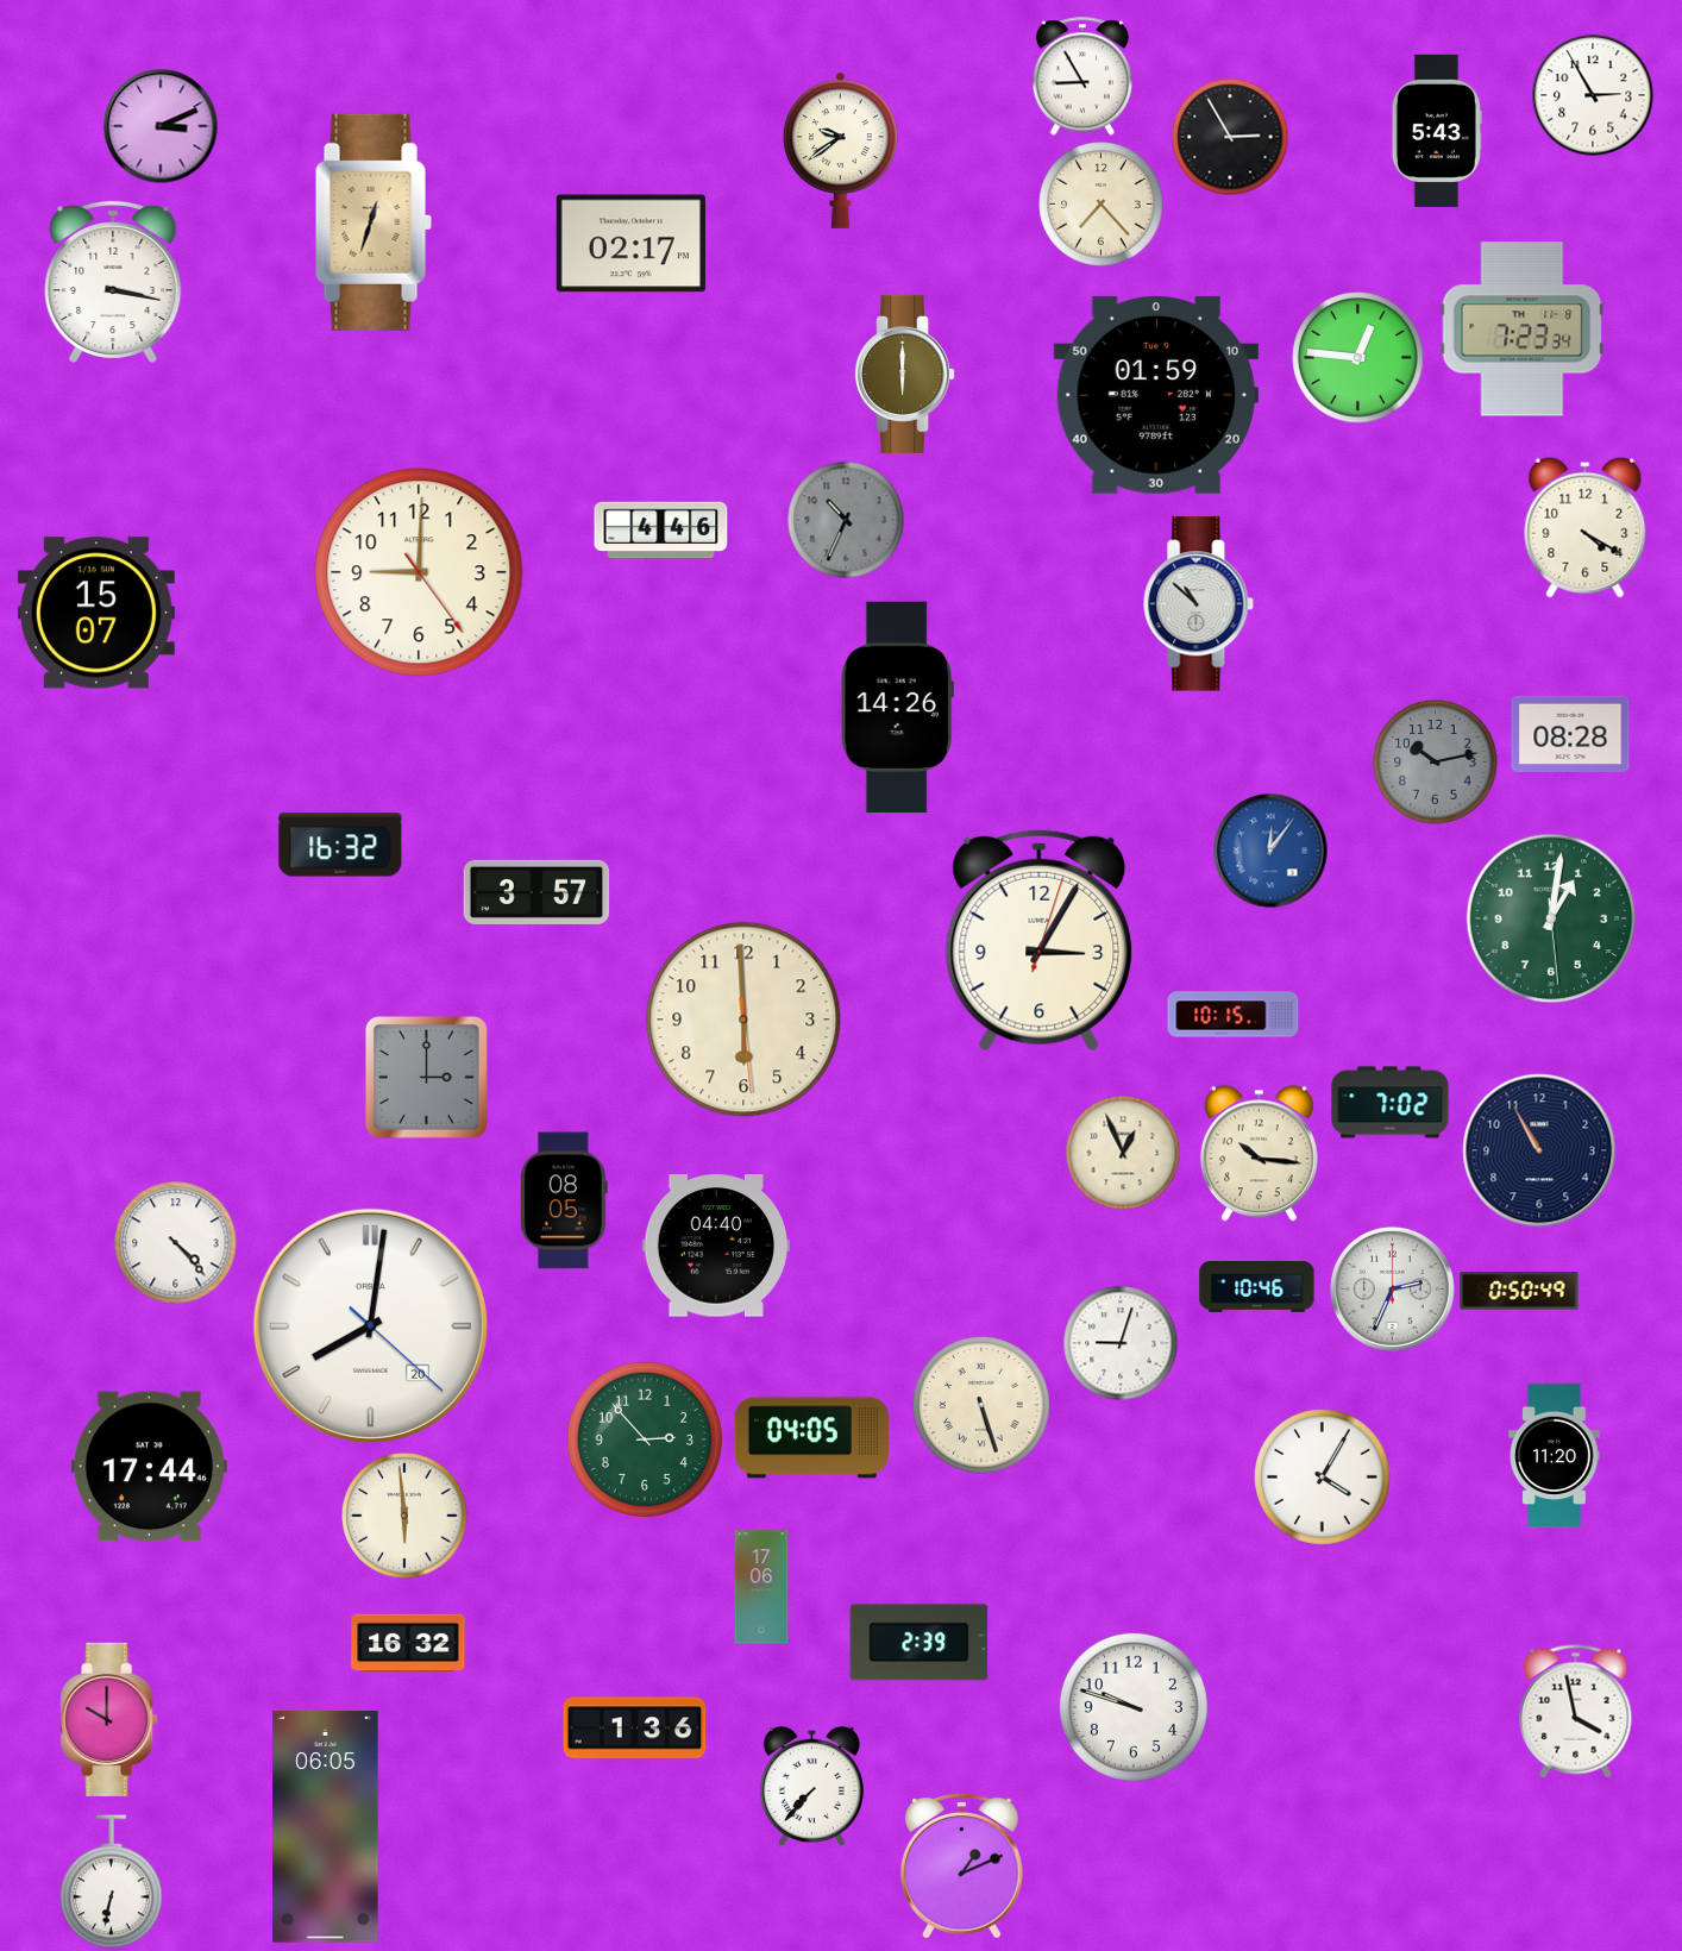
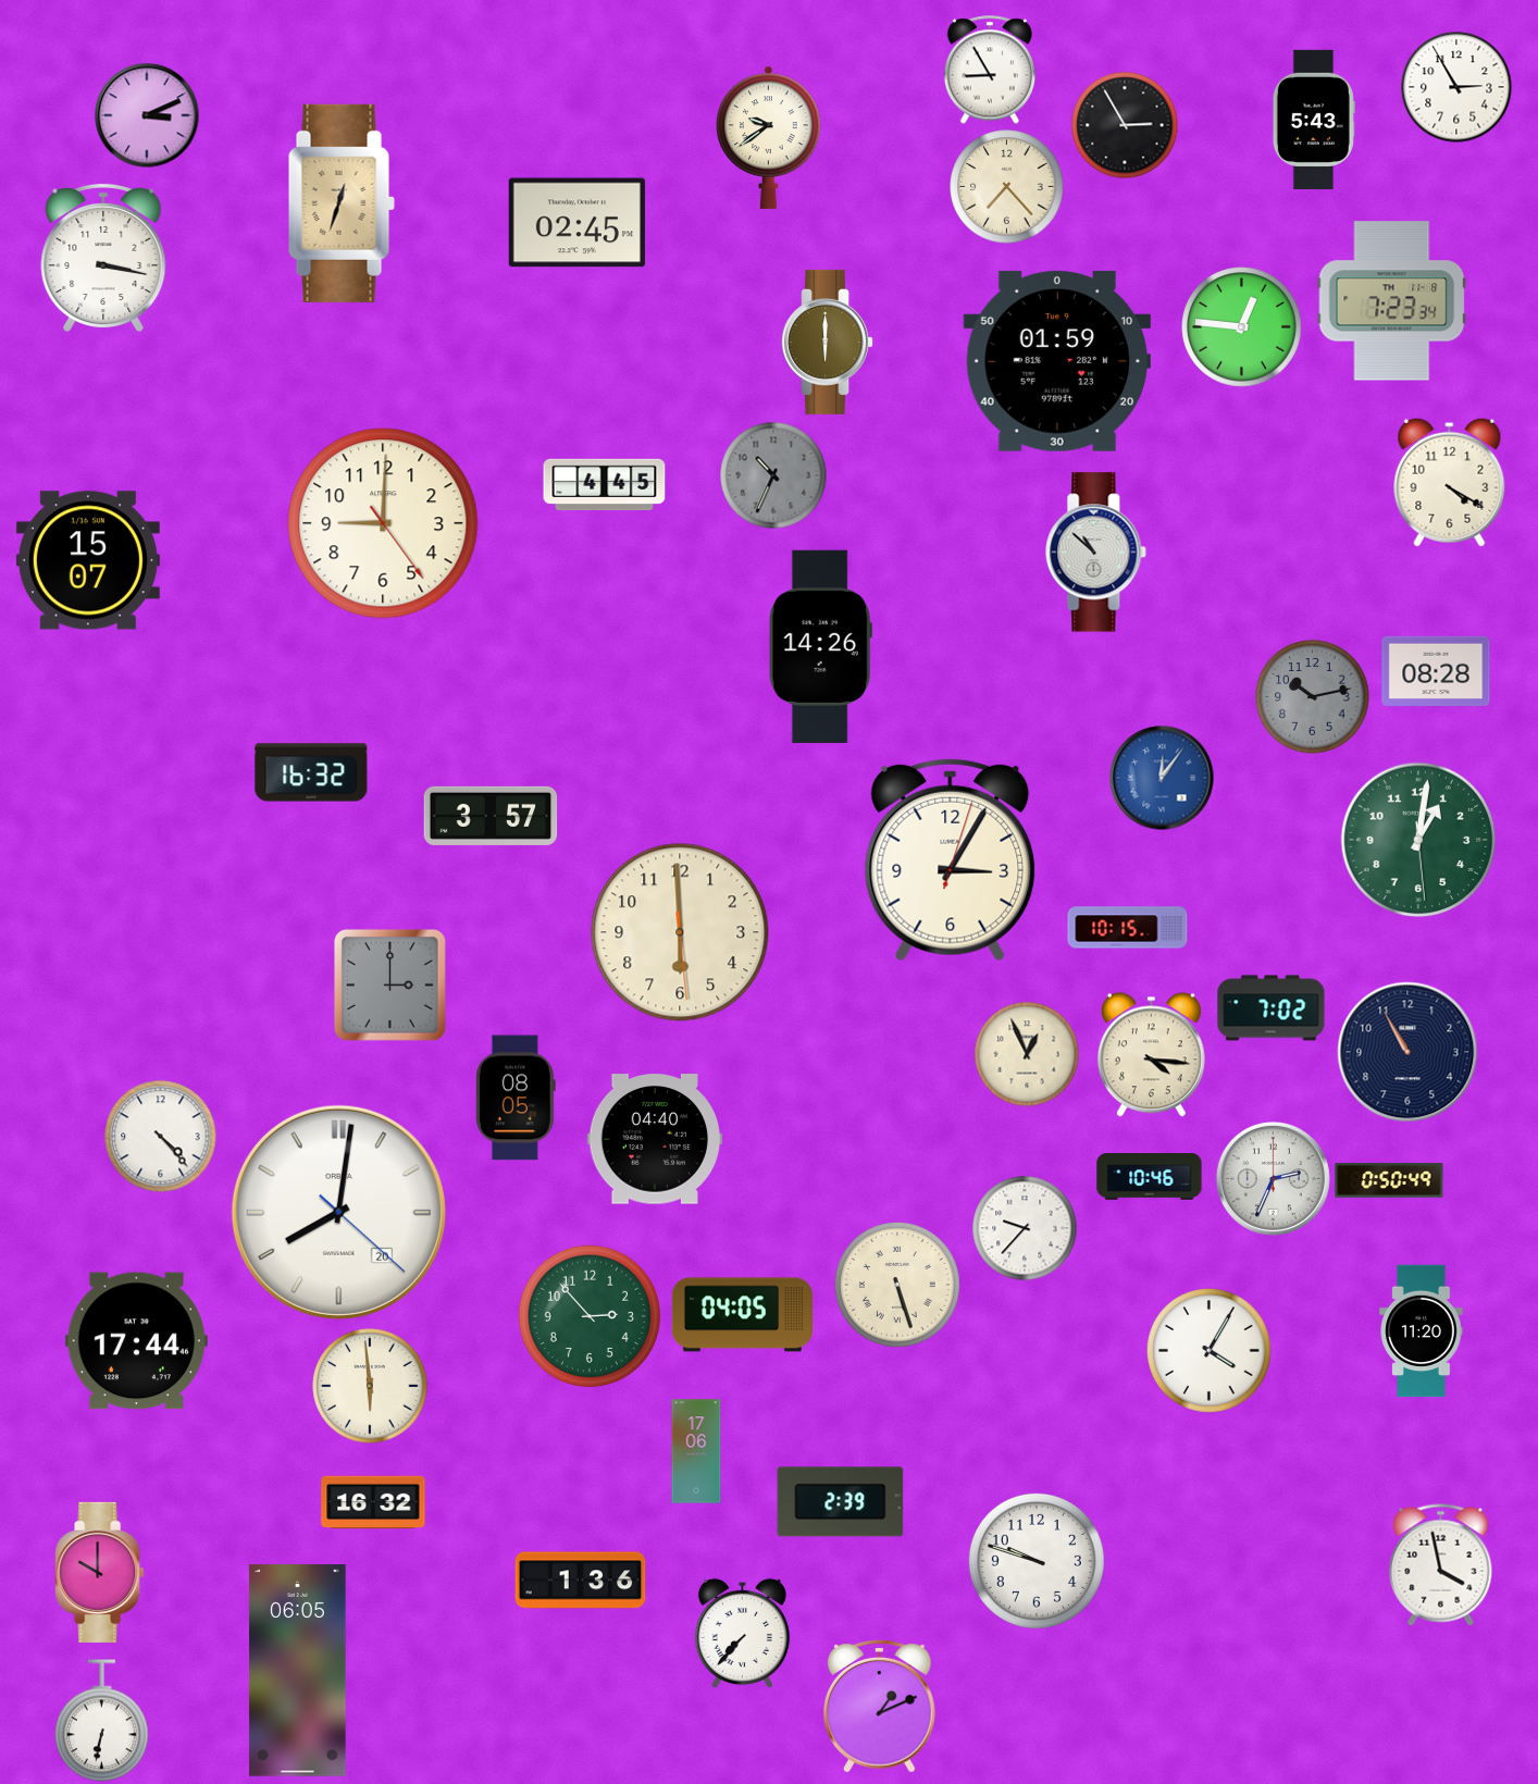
clock at (630, 244): 02:17 -> 02:45
clock at (661, 531): 4:46 -> 4:45
clock at (1259, 1154): 10:16 -> 4:16
clock at (1121, 1343): 9:03 -> 9:37
